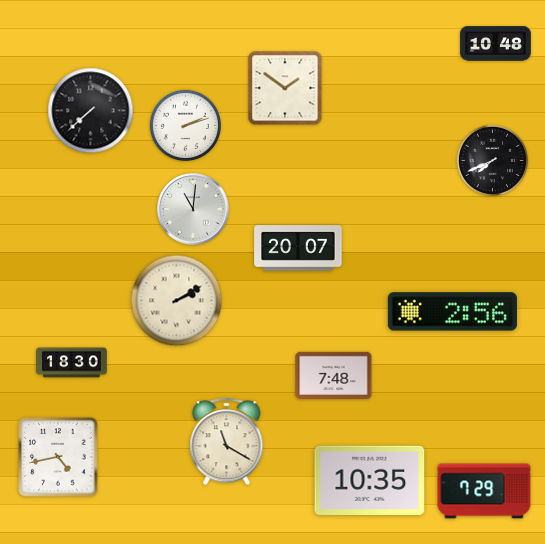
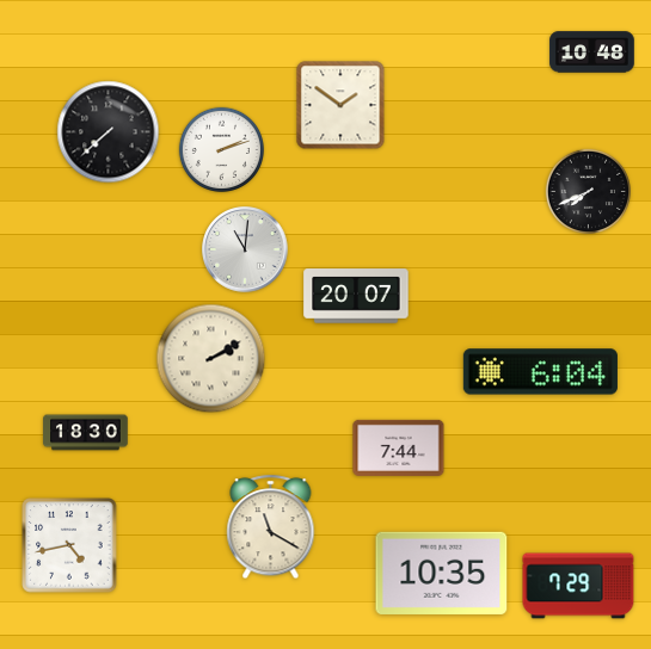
clock at (193, 209) position: (193, 209) -> (245, 249)
clock at (452, 312): 2:56 -> 6:04
clock at (334, 375): 7:48 -> 7:44
